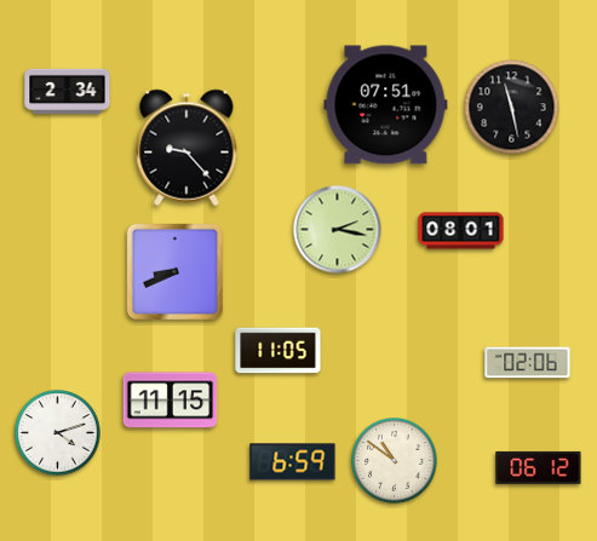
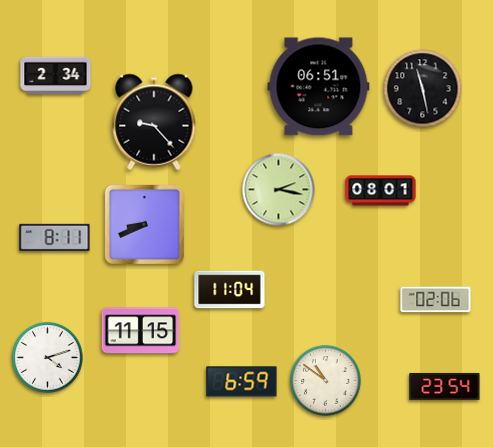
clock at (386, 105): 07:51 -> 06:51
clock at (55, 237): none -> 8:11
clock at (279, 351): 11:05 -> 11:04
clock at (539, 467): 06:12 -> 23:54
